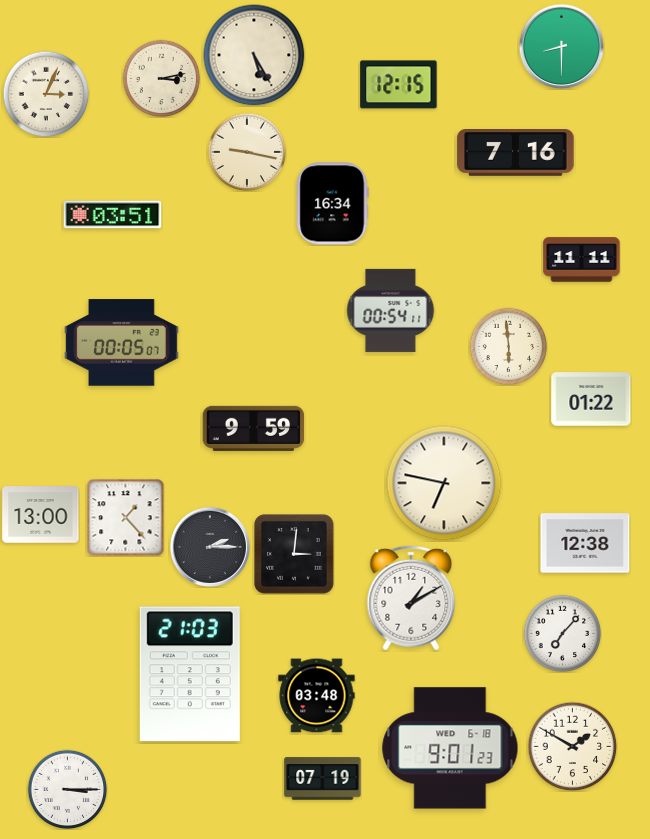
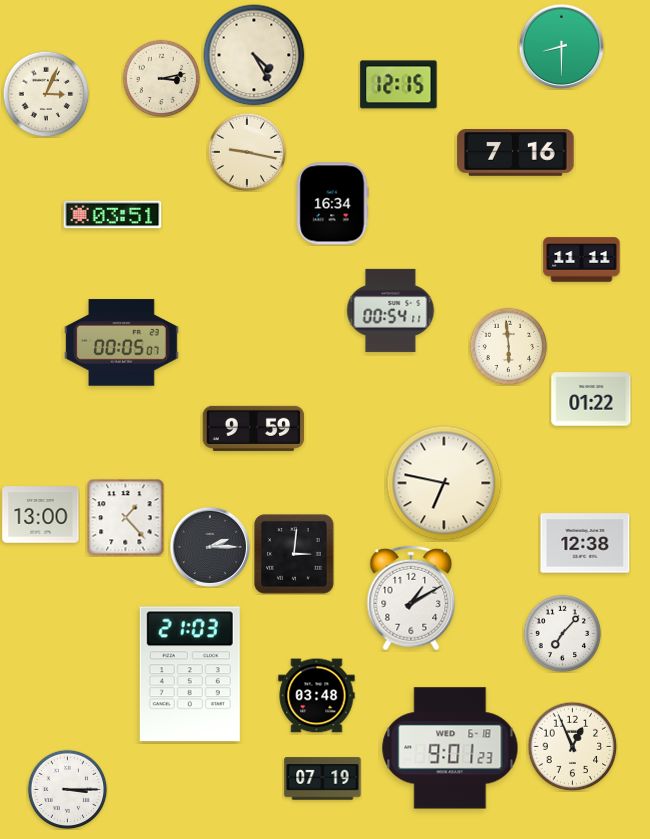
clock at (254, 55): 5:25 -> 4:25
clock at (572, 746): 1:50 -> 12:56
